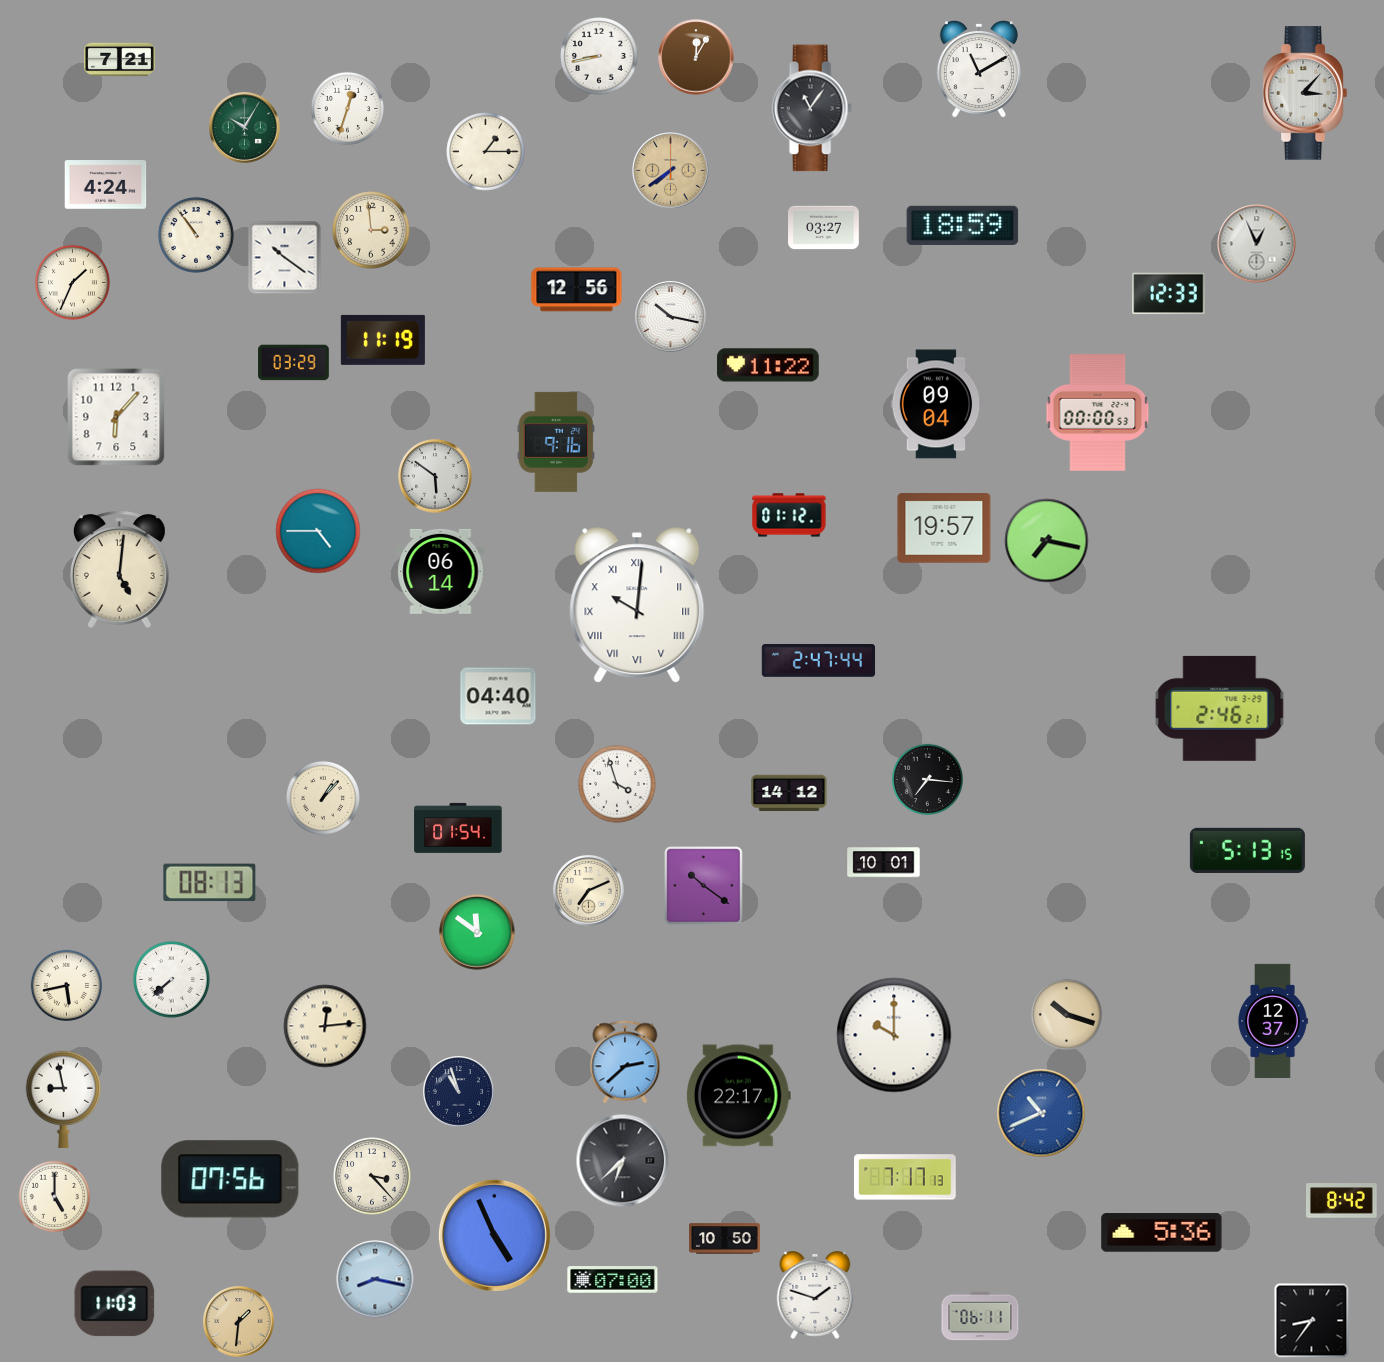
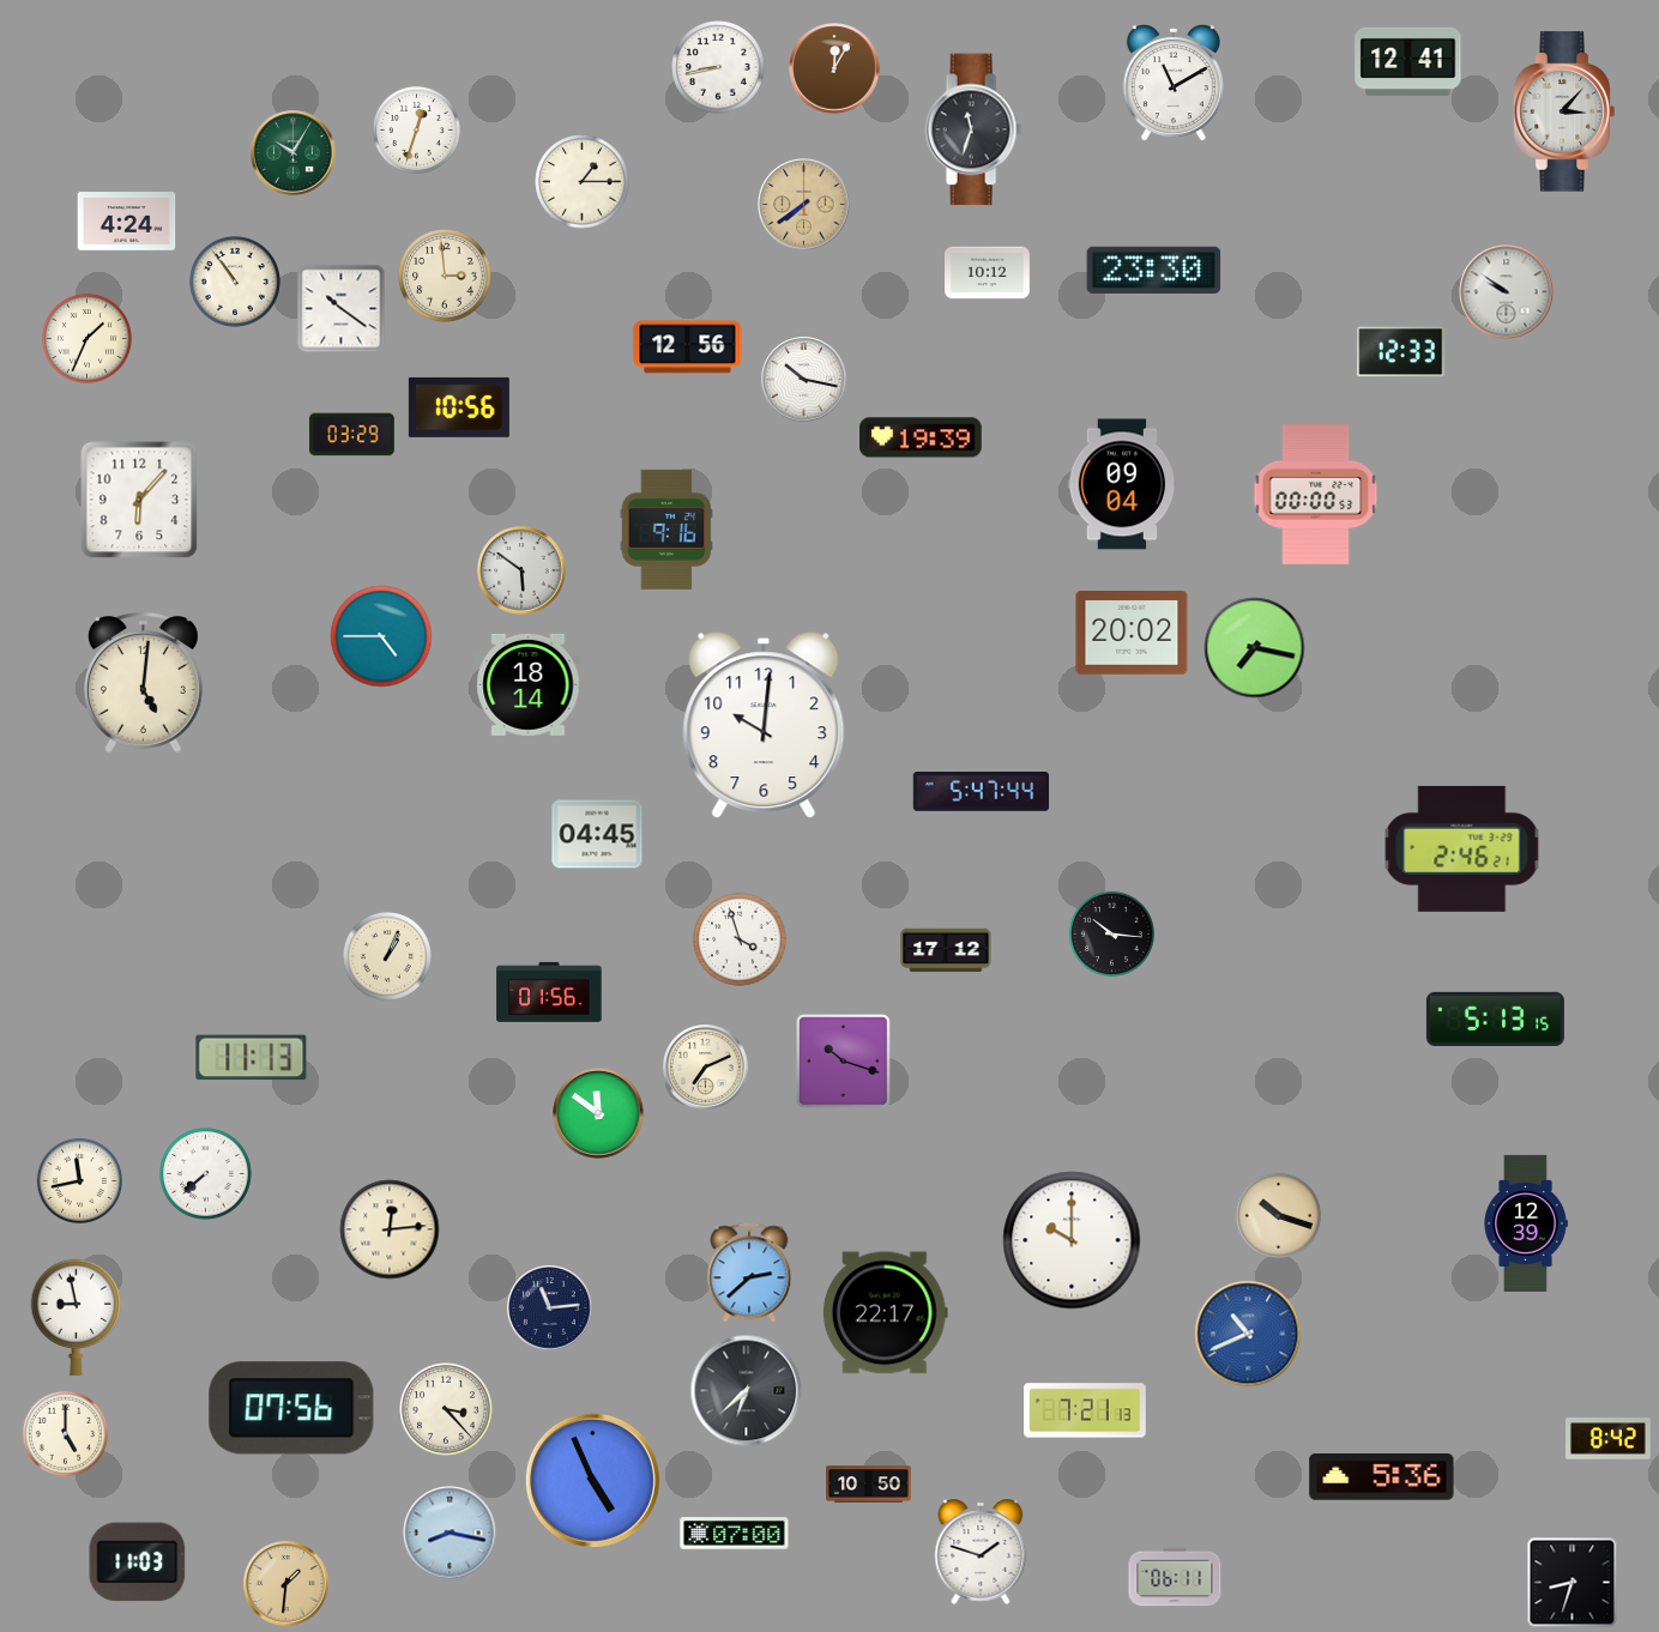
clock at (1408, 61): none -> 12:41
clock at (120, 60): 7:21 -> none
clock at (812, 108): 11:06 -> 11:33
clock at (963, 225): 18:59 -> 23:30
clock at (824, 228): 03:27 -> 10:12
clock at (1257, 244): 12:56 -> 9:51
clock at (577, 290) position: (577, 290) -> (688, 347)
clock at (383, 340): 11:19 -> 10:56
clock at (768, 365): 11:22 -> 19:39
clock at (789, 515): 01:12 -> none
clock at (944, 528): 19:57 -> 20:02
clock at (441, 571): 06:14 -> 18:14
clock at (637, 606) numerals: Roman -> Arabic
clock at (819, 661): 2:47 -> 5:47
clock at (498, 696): 04:40 -> 04:45
clock at (927, 779): 7:16 -> 10:16
clock at (789, 793): 14:12 -> 17:12
clock at (323, 798): 1:07 -> 1:04
clock at (458, 828): 01:54 -> 01:56
clock at (884, 863): 10:01 -> none
clock at (210, 883): 08:13 -> 11:13
clock at (704, 886): 10:21 -> 10:18
clock at (477, 932) position: (477, 932) -> (598, 1113)
clock at (66, 985): 5:43 -> 11:43
clock at (1273, 1021): 12:37 -> 12:39
clock at (459, 1092): 10:57 -> 11:14
clock at (906, 1177): 7:17 -> 7:21
clock at (230, 1179) position: (230, 1179) -> (291, 1408)
clock at (1162, 1233) position: (1162, 1233) -> (1382, 1477)
clock at (815, 1295) position: (815, 1295) -> (981, 1552)
clock at (1312, 1321): 8:36 -> 8:33
